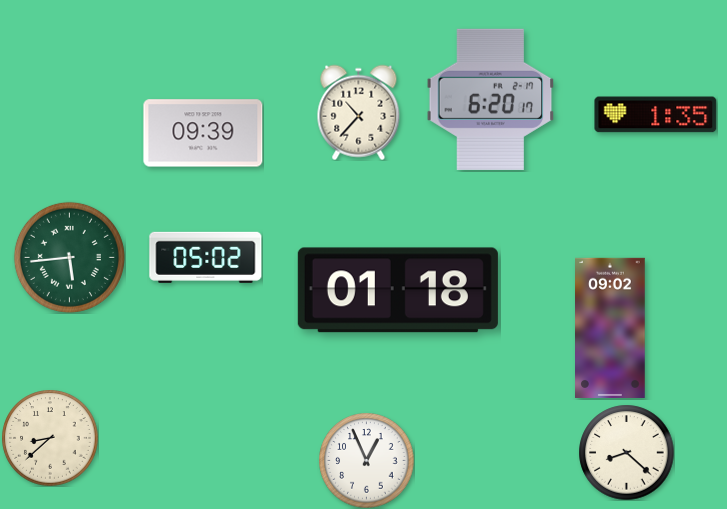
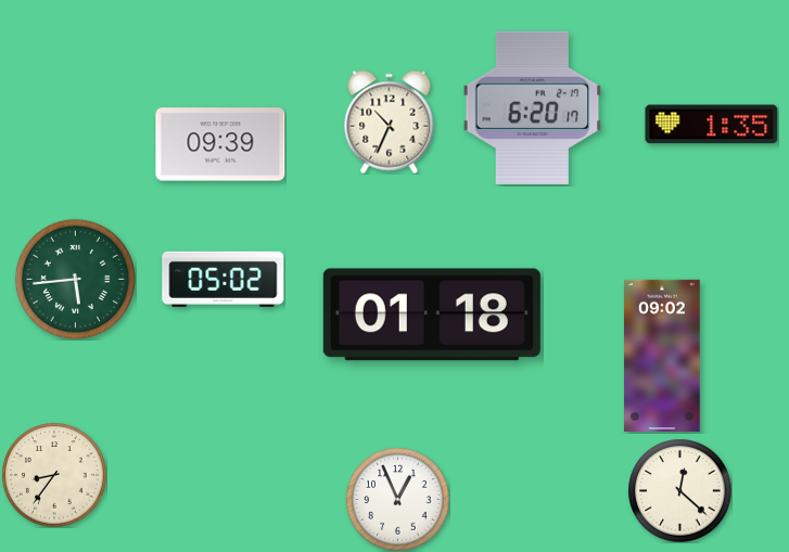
clock at (359, 112): 10:37 -> 10:34
clock at (50, 438): 8:38 -> 8:36
clock at (626, 452): 8:22 -> 12:22
